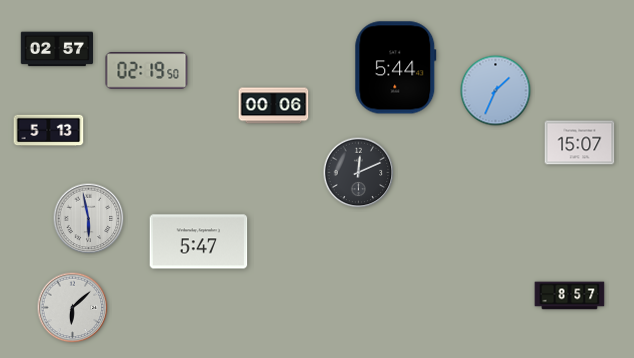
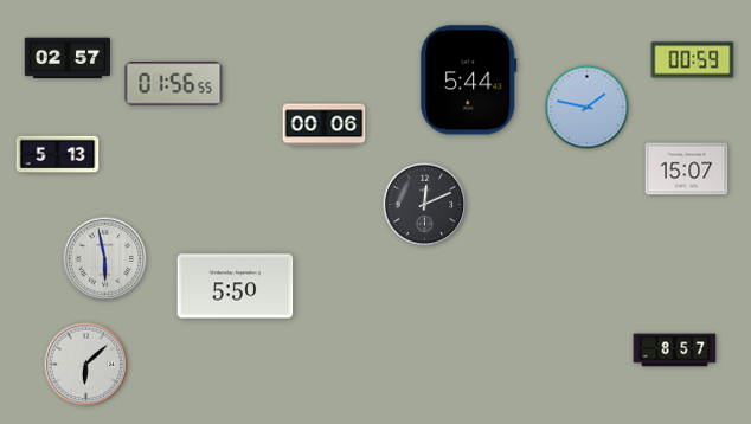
clock at (693, 60): none -> 00:59
clock at (147, 71): 02:19 -> 01:56
clock at (496, 91): 1:34 -> 1:47
clock at (199, 242): 5:47 -> 5:50
